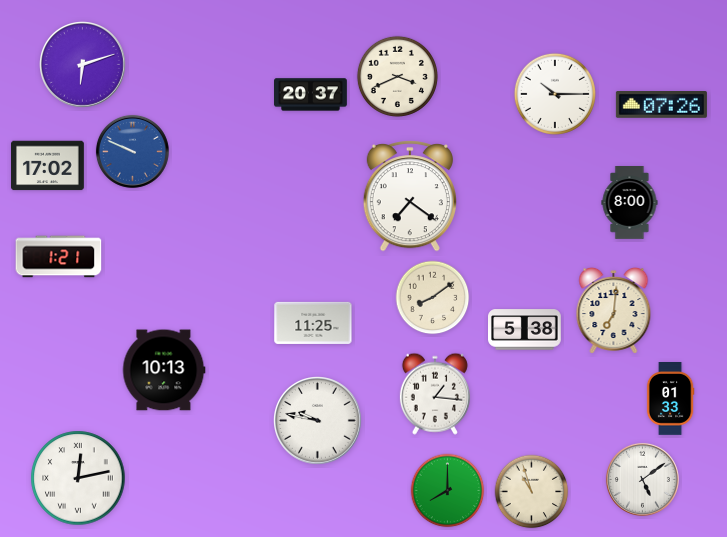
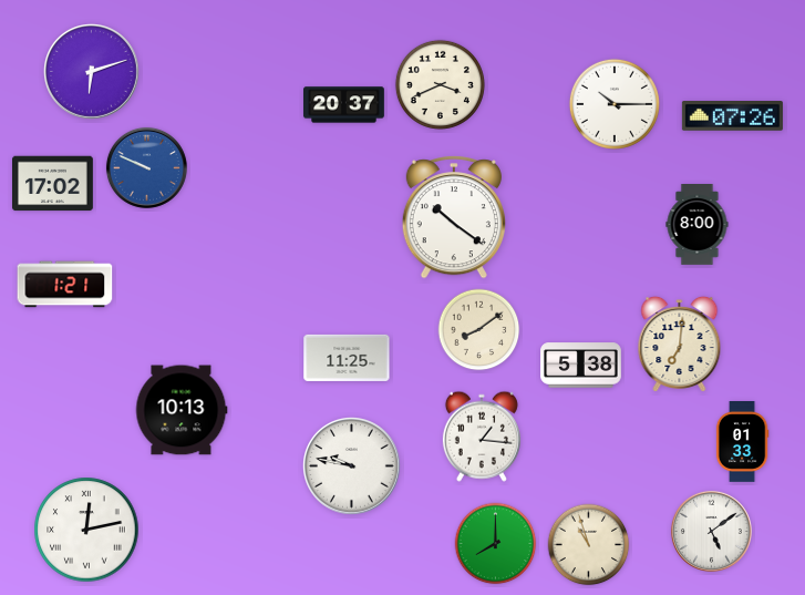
clock at (410, 196): 7:21 -> 10:21
